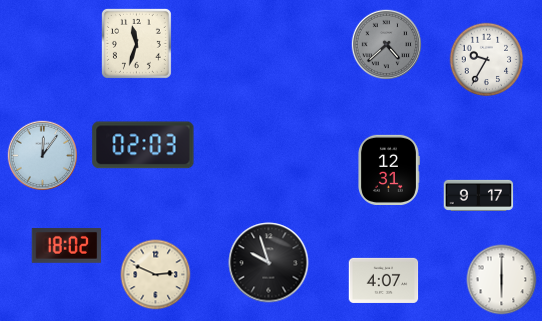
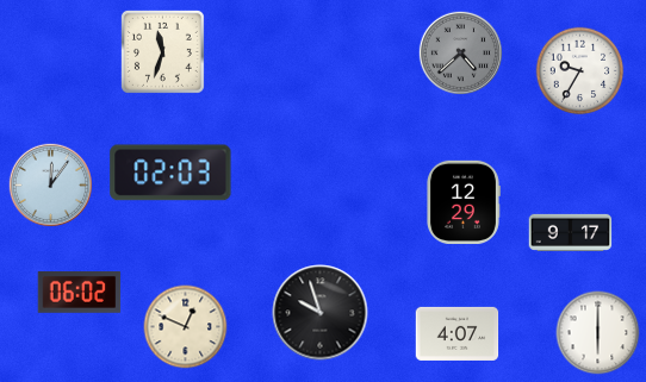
clock at (389, 169): 12:31 -> 12:29
clock at (67, 246): 18:02 -> 06:02
clock at (156, 275): 2:49 -> 12:49
